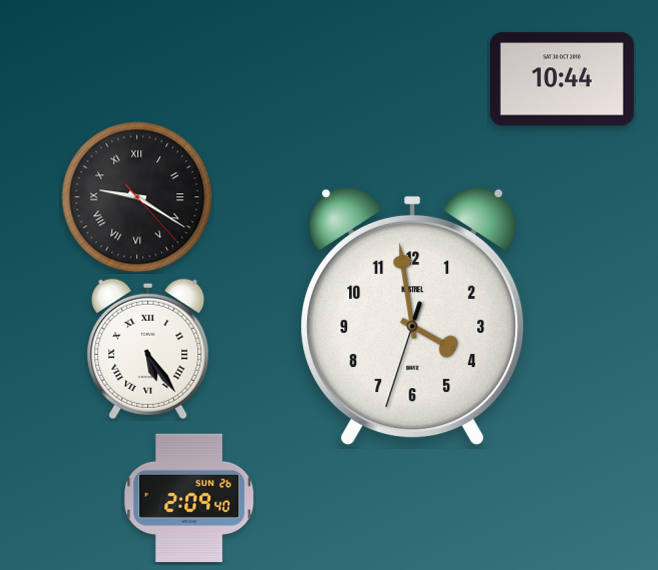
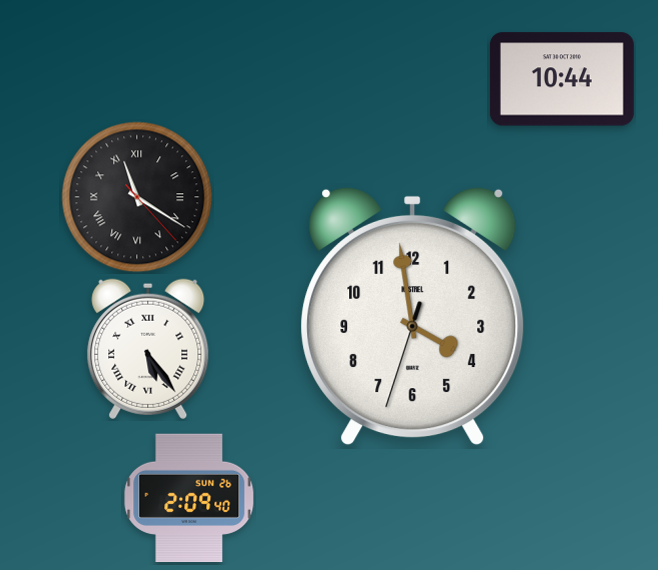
clock at (137, 197): 9:20 -> 11:20
